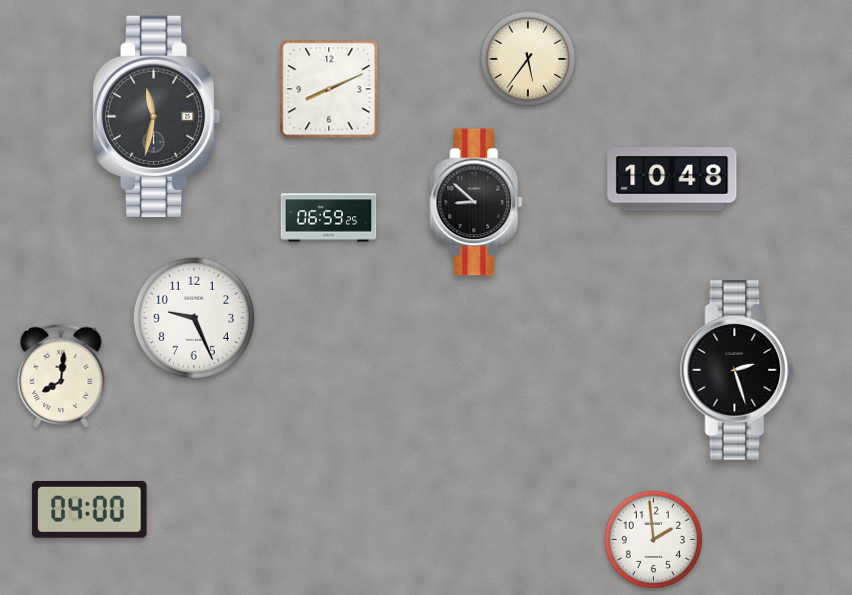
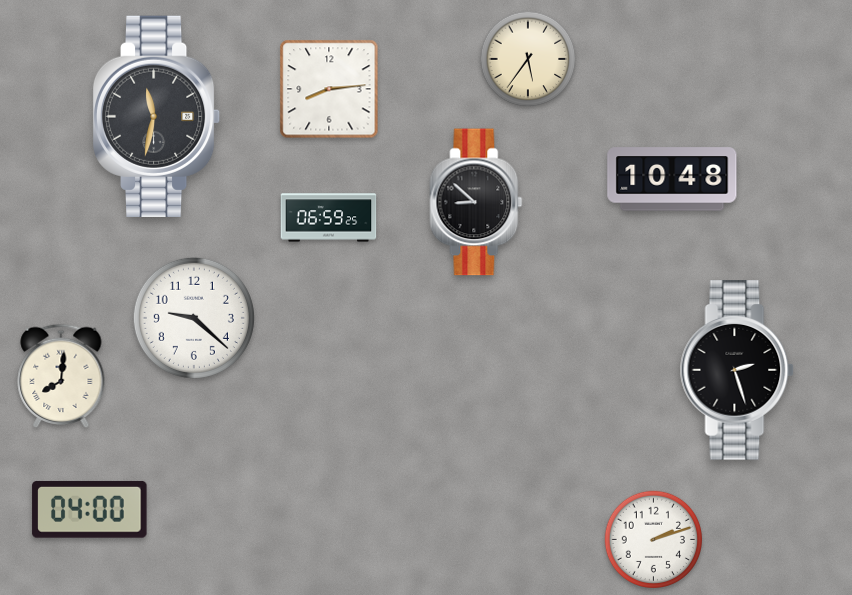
clock at (329, 89): 8:11 -> 8:14
clock at (194, 318): 9:26 -> 9:22
clock at (653, 539): 1:59 -> 2:12
